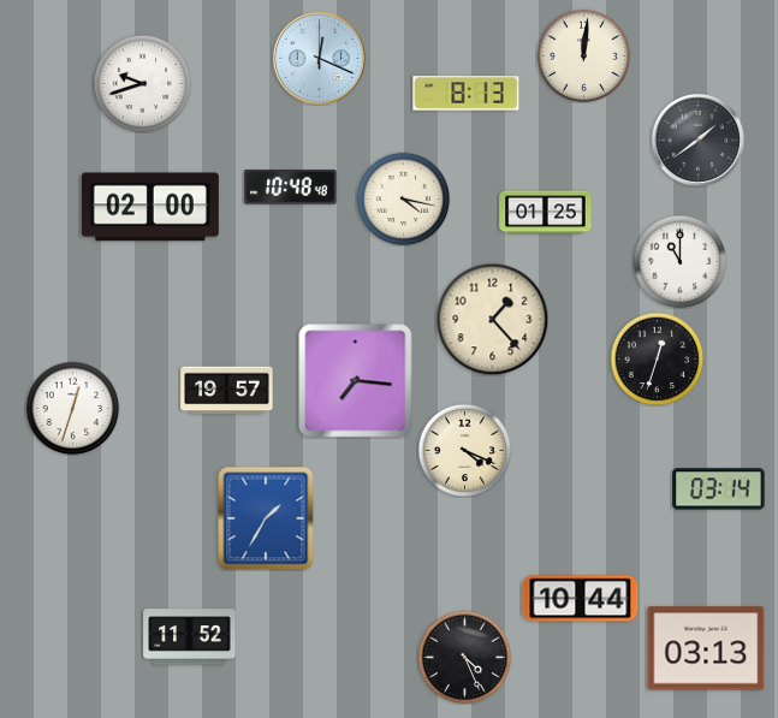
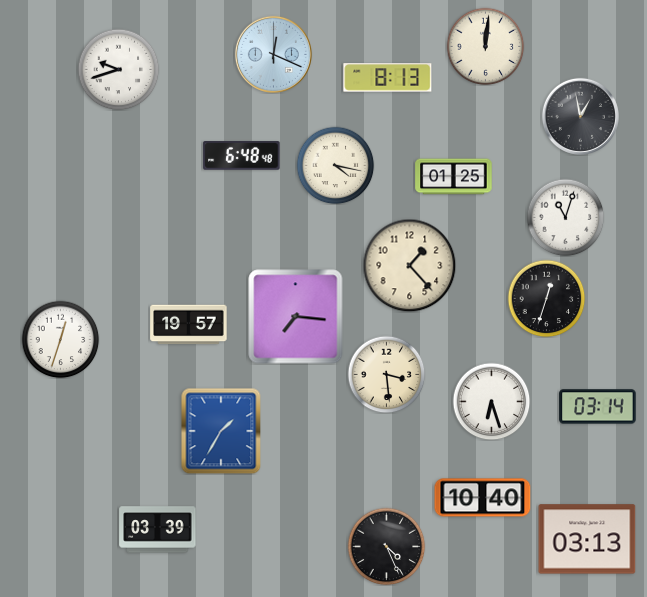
clock at (319, 58) position: (319, 58) -> (273, 54)
clock at (697, 140): 1:39 -> 12:58
clock at (291, 188): 10:48 -> 6:48
clock at (150, 207): 02:00 -> none
clock at (679, 261): 11:00 -> 11:03
clock at (464, 450): 4:19 -> 3:29
clock at (491, 401): none -> 6:27
clock at (581, 599): 10:44 -> 10:40
clock at (190, 637): 11:52 -> 03:39
